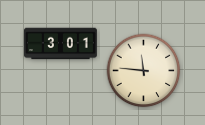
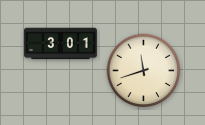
clock at (144, 71): 11:46 -> 11:42
